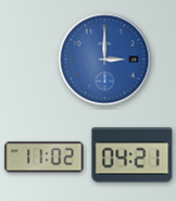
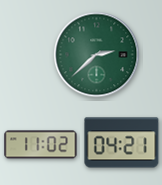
clock at (105, 60): 3:00 -> 2:38
clock at (105, 60) dial: blue -> green
